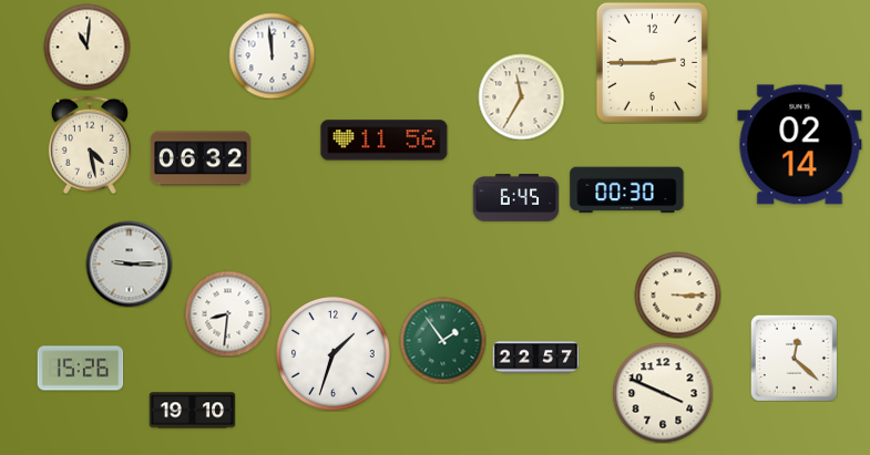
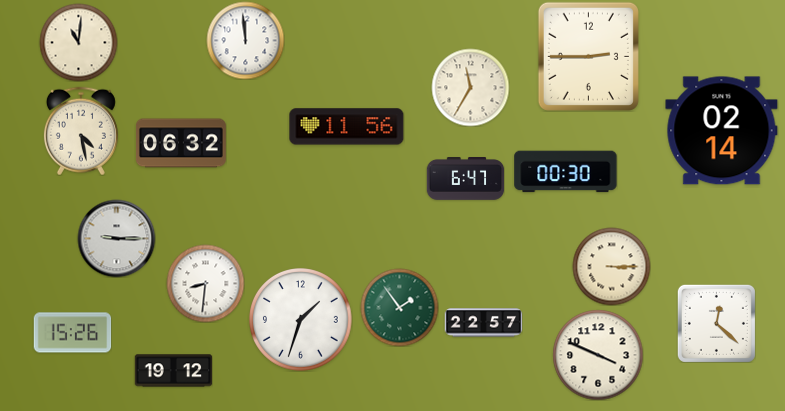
clock at (272, 55) position: (272, 55) -> (245, 40)
clock at (515, 198): 6:45 -> 6:47
clock at (192, 411): 19:10 -> 19:12
